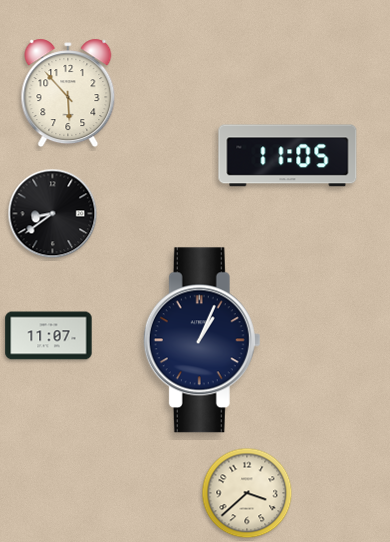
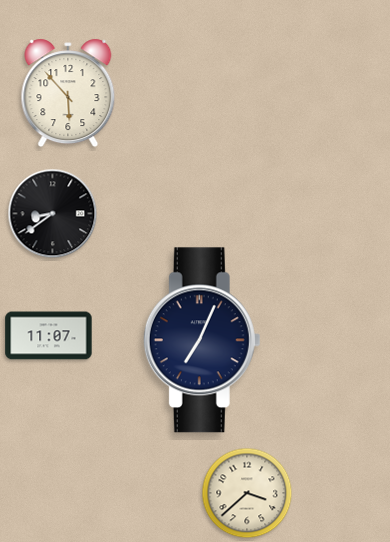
clock at (288, 156): 11:05 -> none
clock at (202, 340): 1:04 -> 7:04
